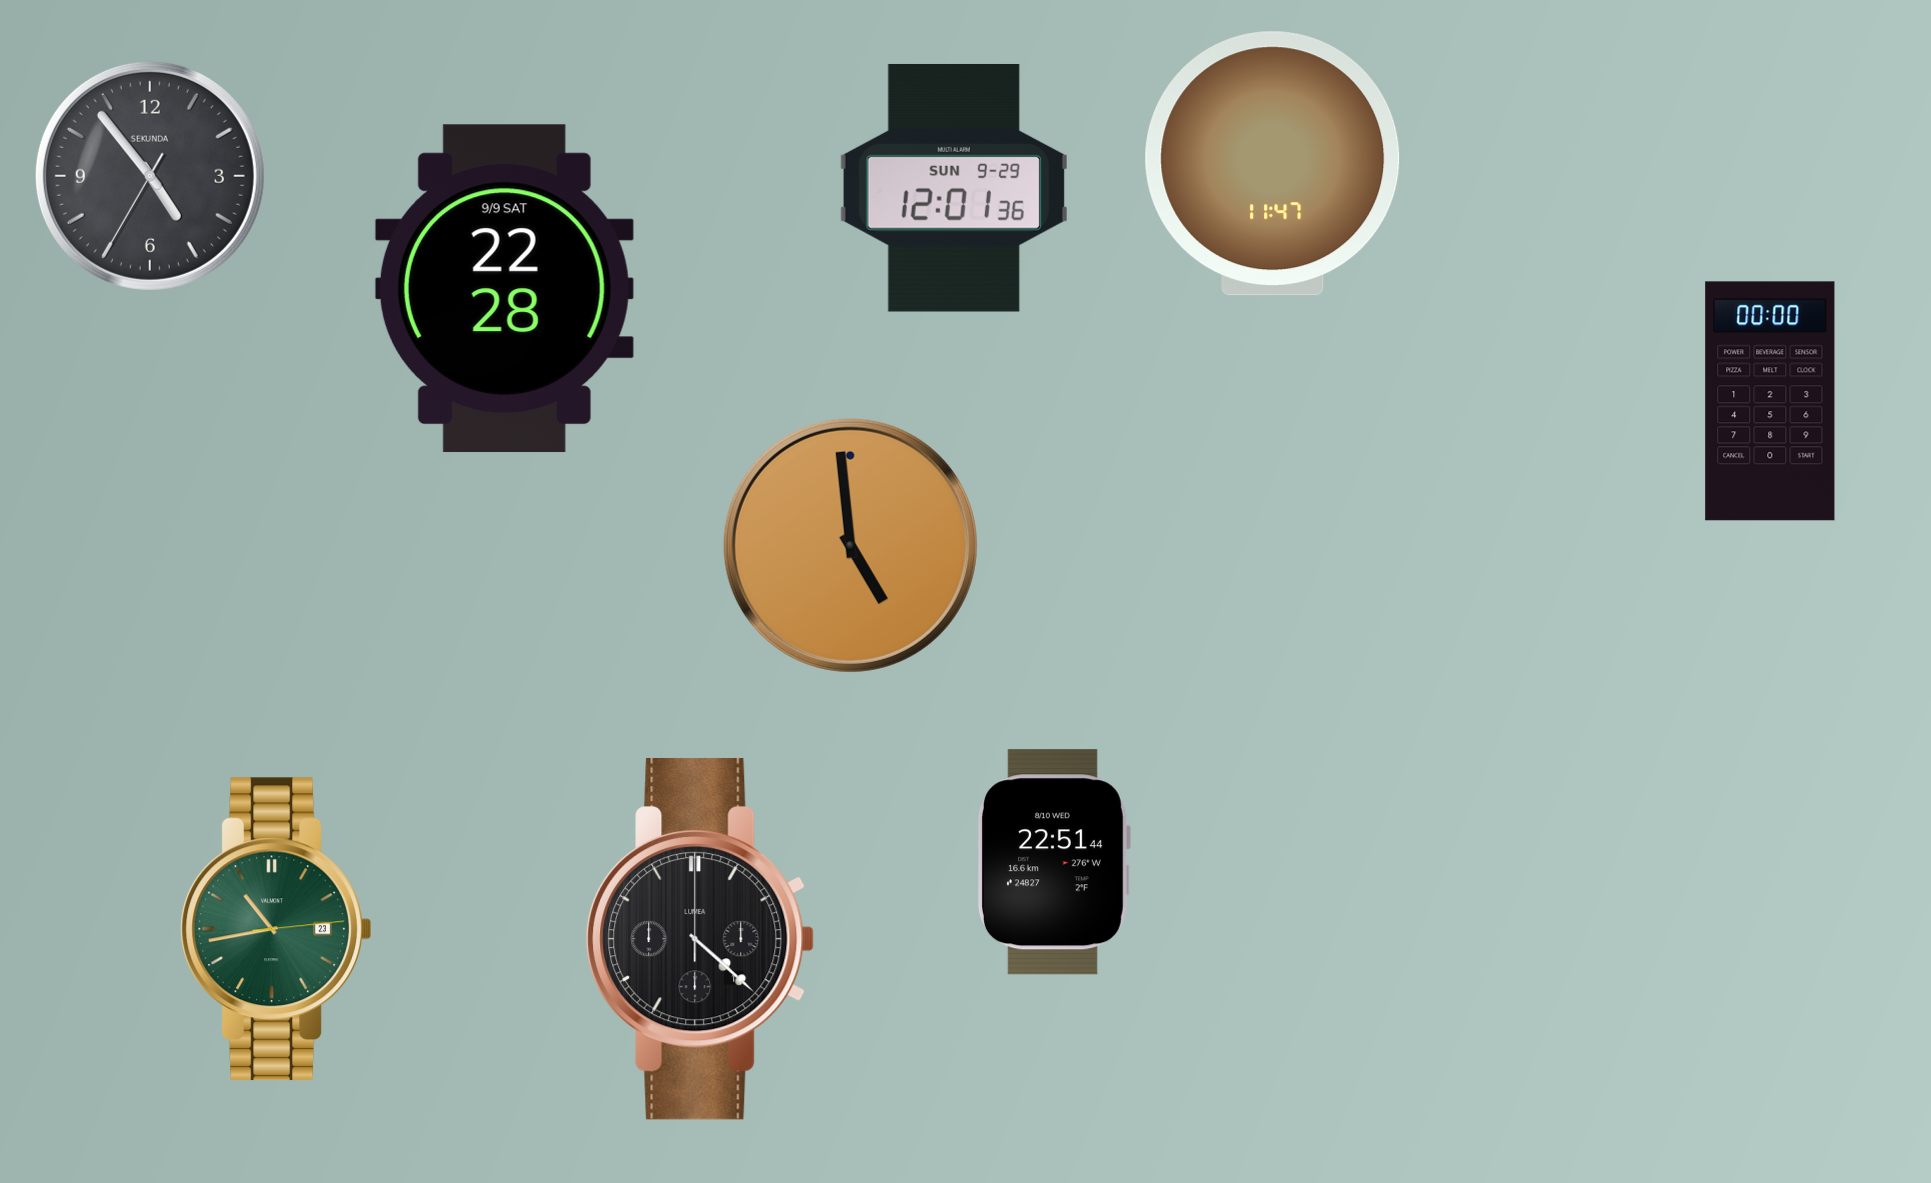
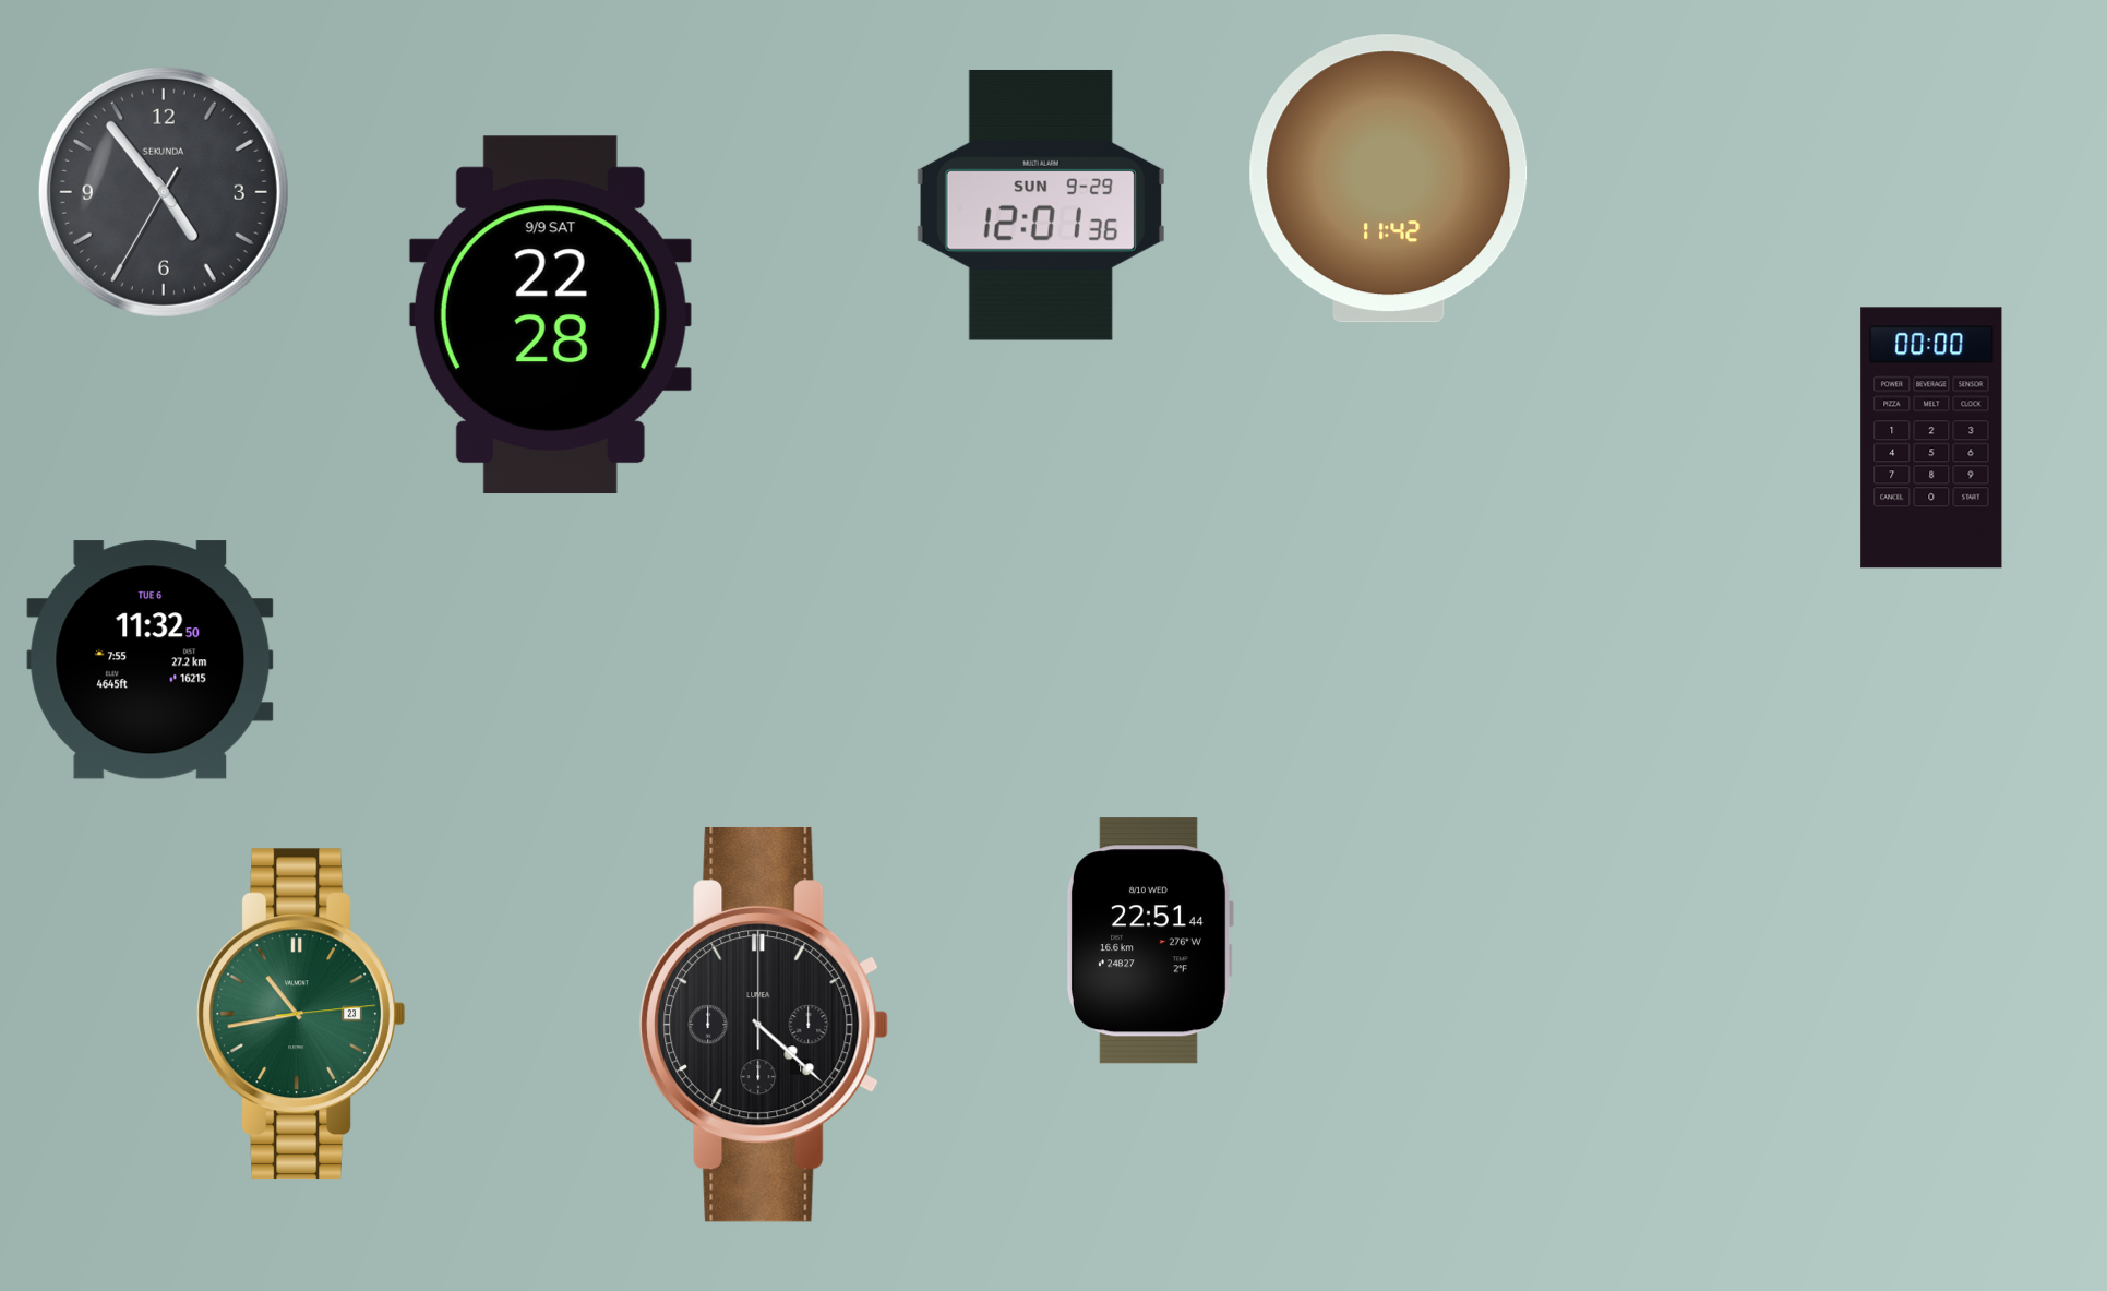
clock at (1273, 164): 11:47 -> 11:42
clock at (850, 545): 4:59 -> none
clock at (151, 660): none -> 11:32
